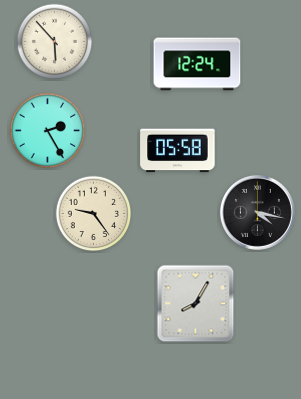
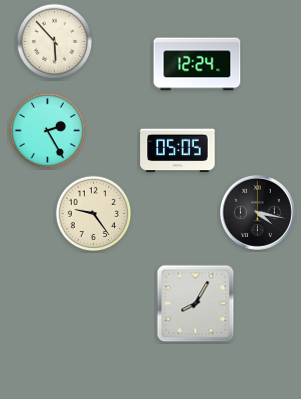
clock at (178, 151): 05:58 -> 05:05
